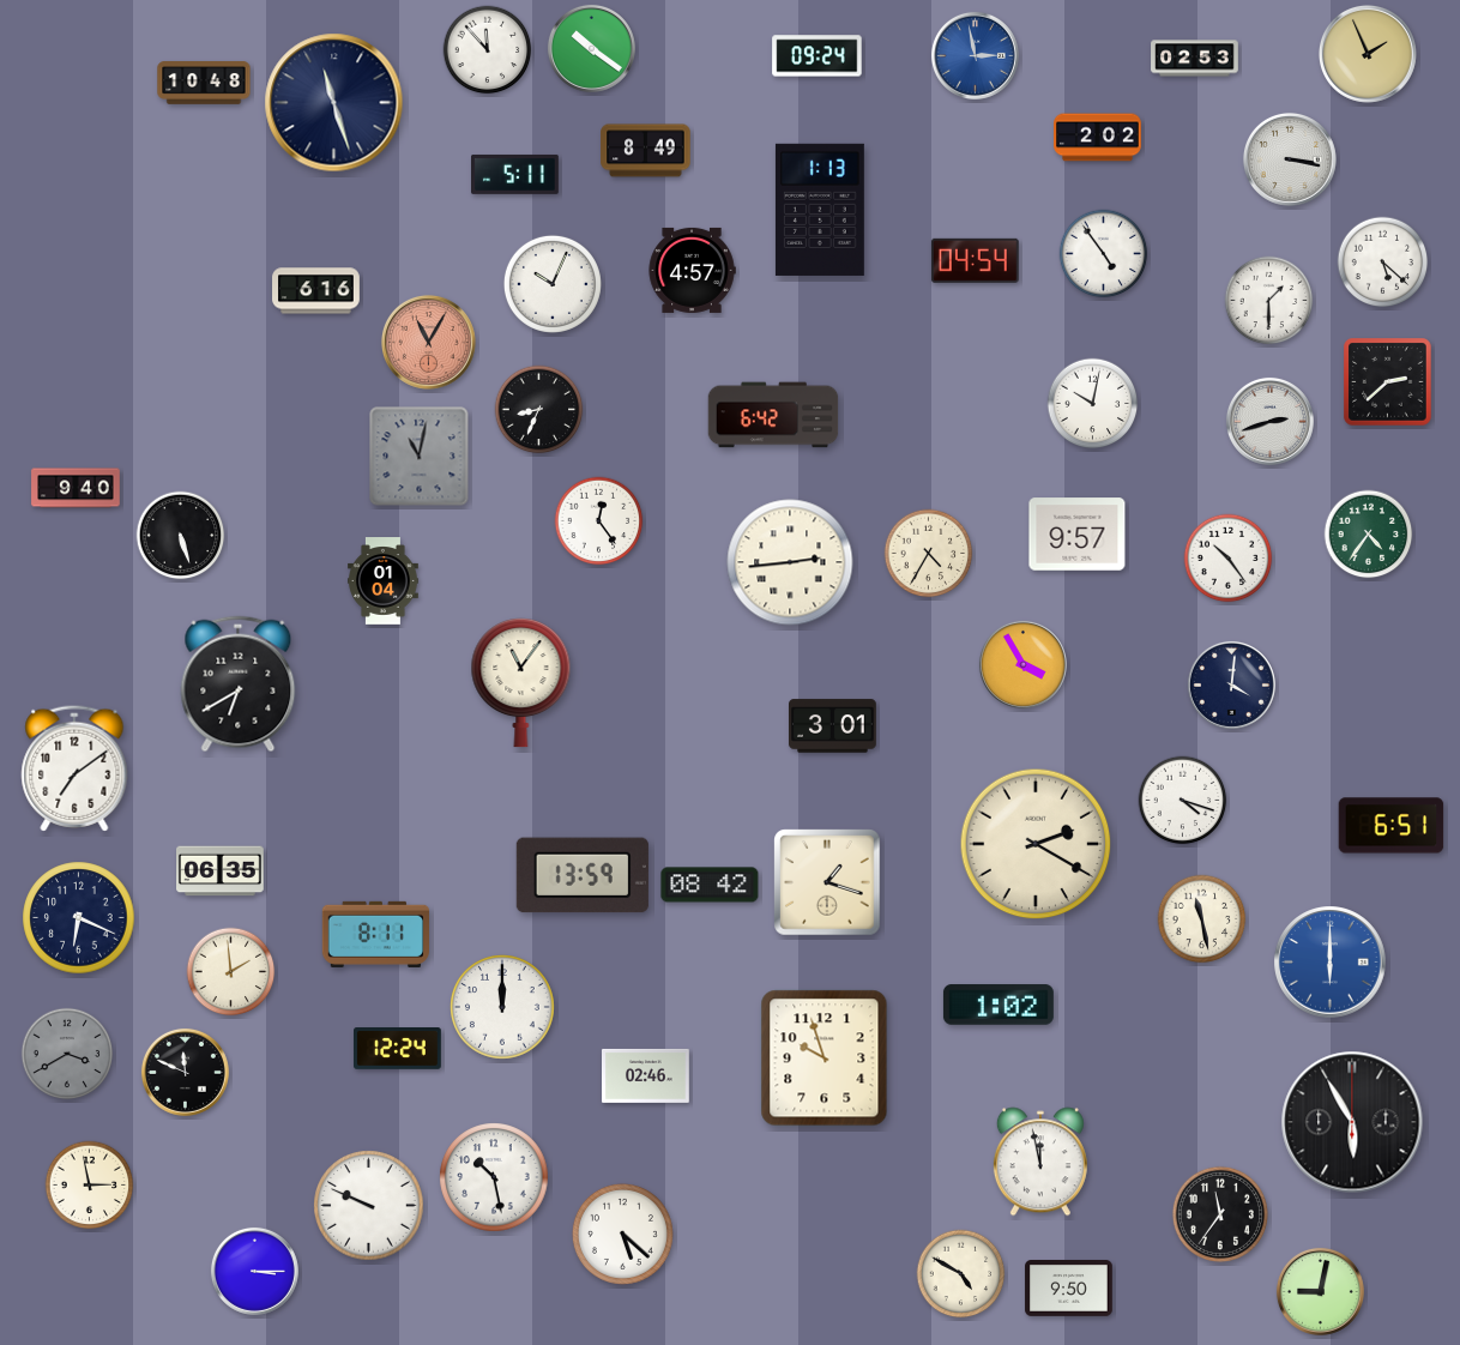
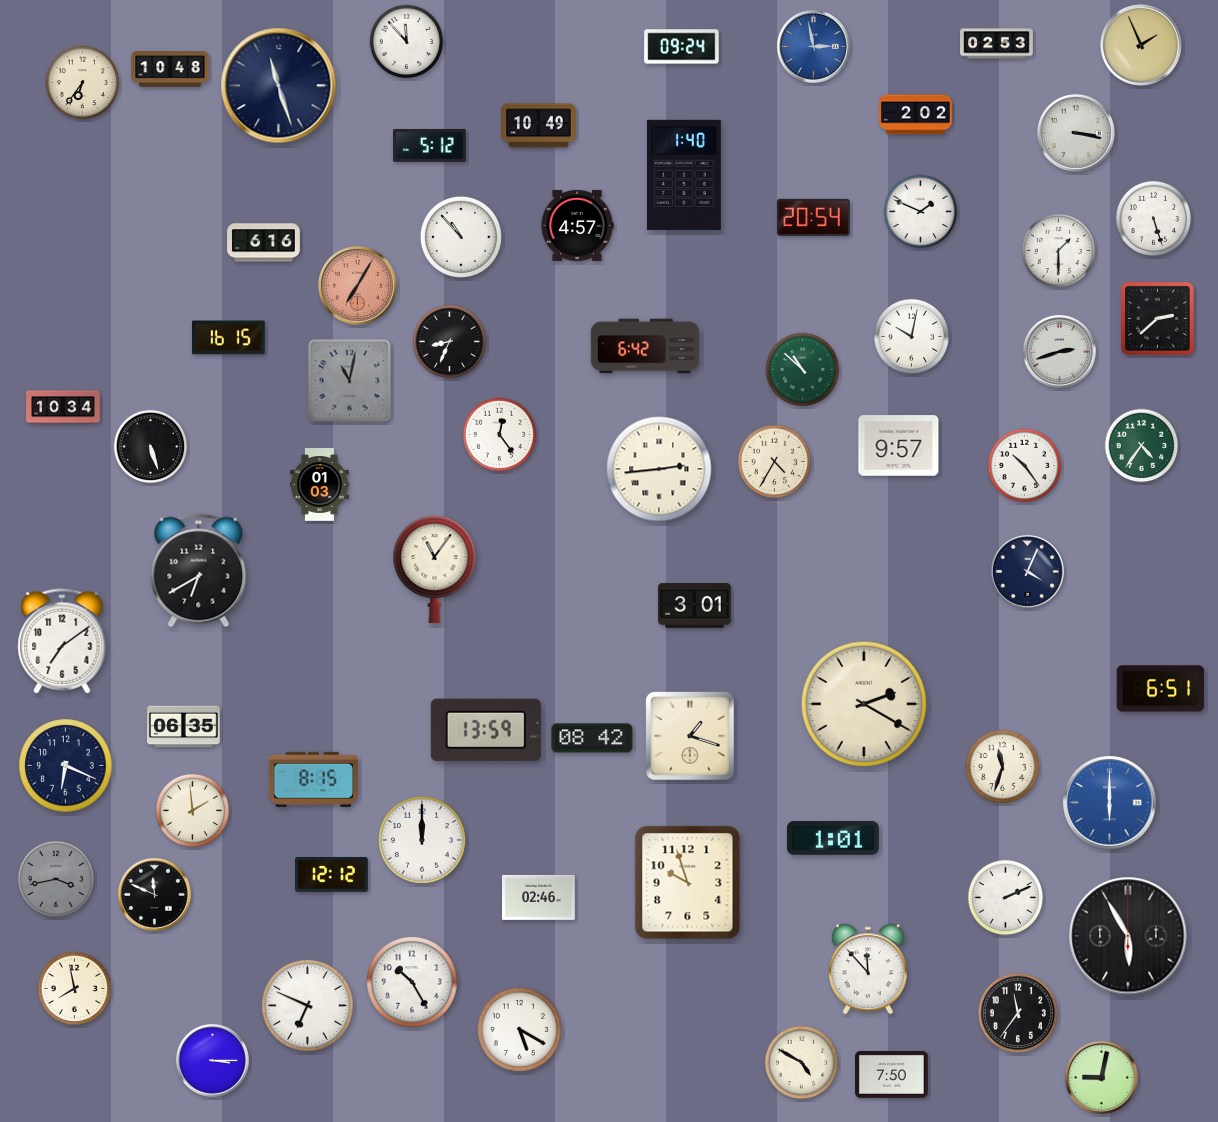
clock at (591, 48): 10:21 -> none
clock at (1195, 59) position: (1195, 59) -> (997, 44)
clock at (83, 83): none -> 6:36
clock at (646, 151): 8:49 -> 10:49
clock at (515, 174): 5:11 -> 5:12
clock at (820, 210): 1:13 -> 1:40
clock at (1104, 254): 4:54 -> 1:49
clock at (975, 260): 04:54 -> 20:54
clock at (1383, 263): 5:22 -> 5:27
clock at (553, 284): 10:04 -> 10:53
clock at (428, 342): 11:05 -> 7:05
clock at (228, 338): none -> 16:15
clock at (803, 370): none -> 10:52
clock at (76, 488): 9:40 -> 10:34
clock at (384, 581): 01:04 -> 01:03
clock at (1022, 664): 3:55 -> none
clock at (1231, 684): 4:01 -> 4:04
clock at (1183, 801): 4:18 -> none
clock at (1202, 919): 11:28 -> 11:33
clock at (375, 934): 8:11 -> 8:15
clock at (999, 1005): 1:02 -> 1:01
clock at (503, 1008) position: (503, 1008) -> (423, 841)
clock at (398, 1049): 12:24 -> 12:12
clock at (67, 1054): 3:40 -> 3:43
clock at (1006, 898): none -> 2:11
clock at (1040, 1162): 11:58 -> 11:53
clock at (494, 1177): 10:28 -> 10:25
clock at (90, 1186): 2:58 -> 7:58
clock at (369, 1206): 9:49 -> 6:49
clock at (622, 1234): 5:22 -> 5:20
clock at (1069, 1289): 9:50 -> 7:50
